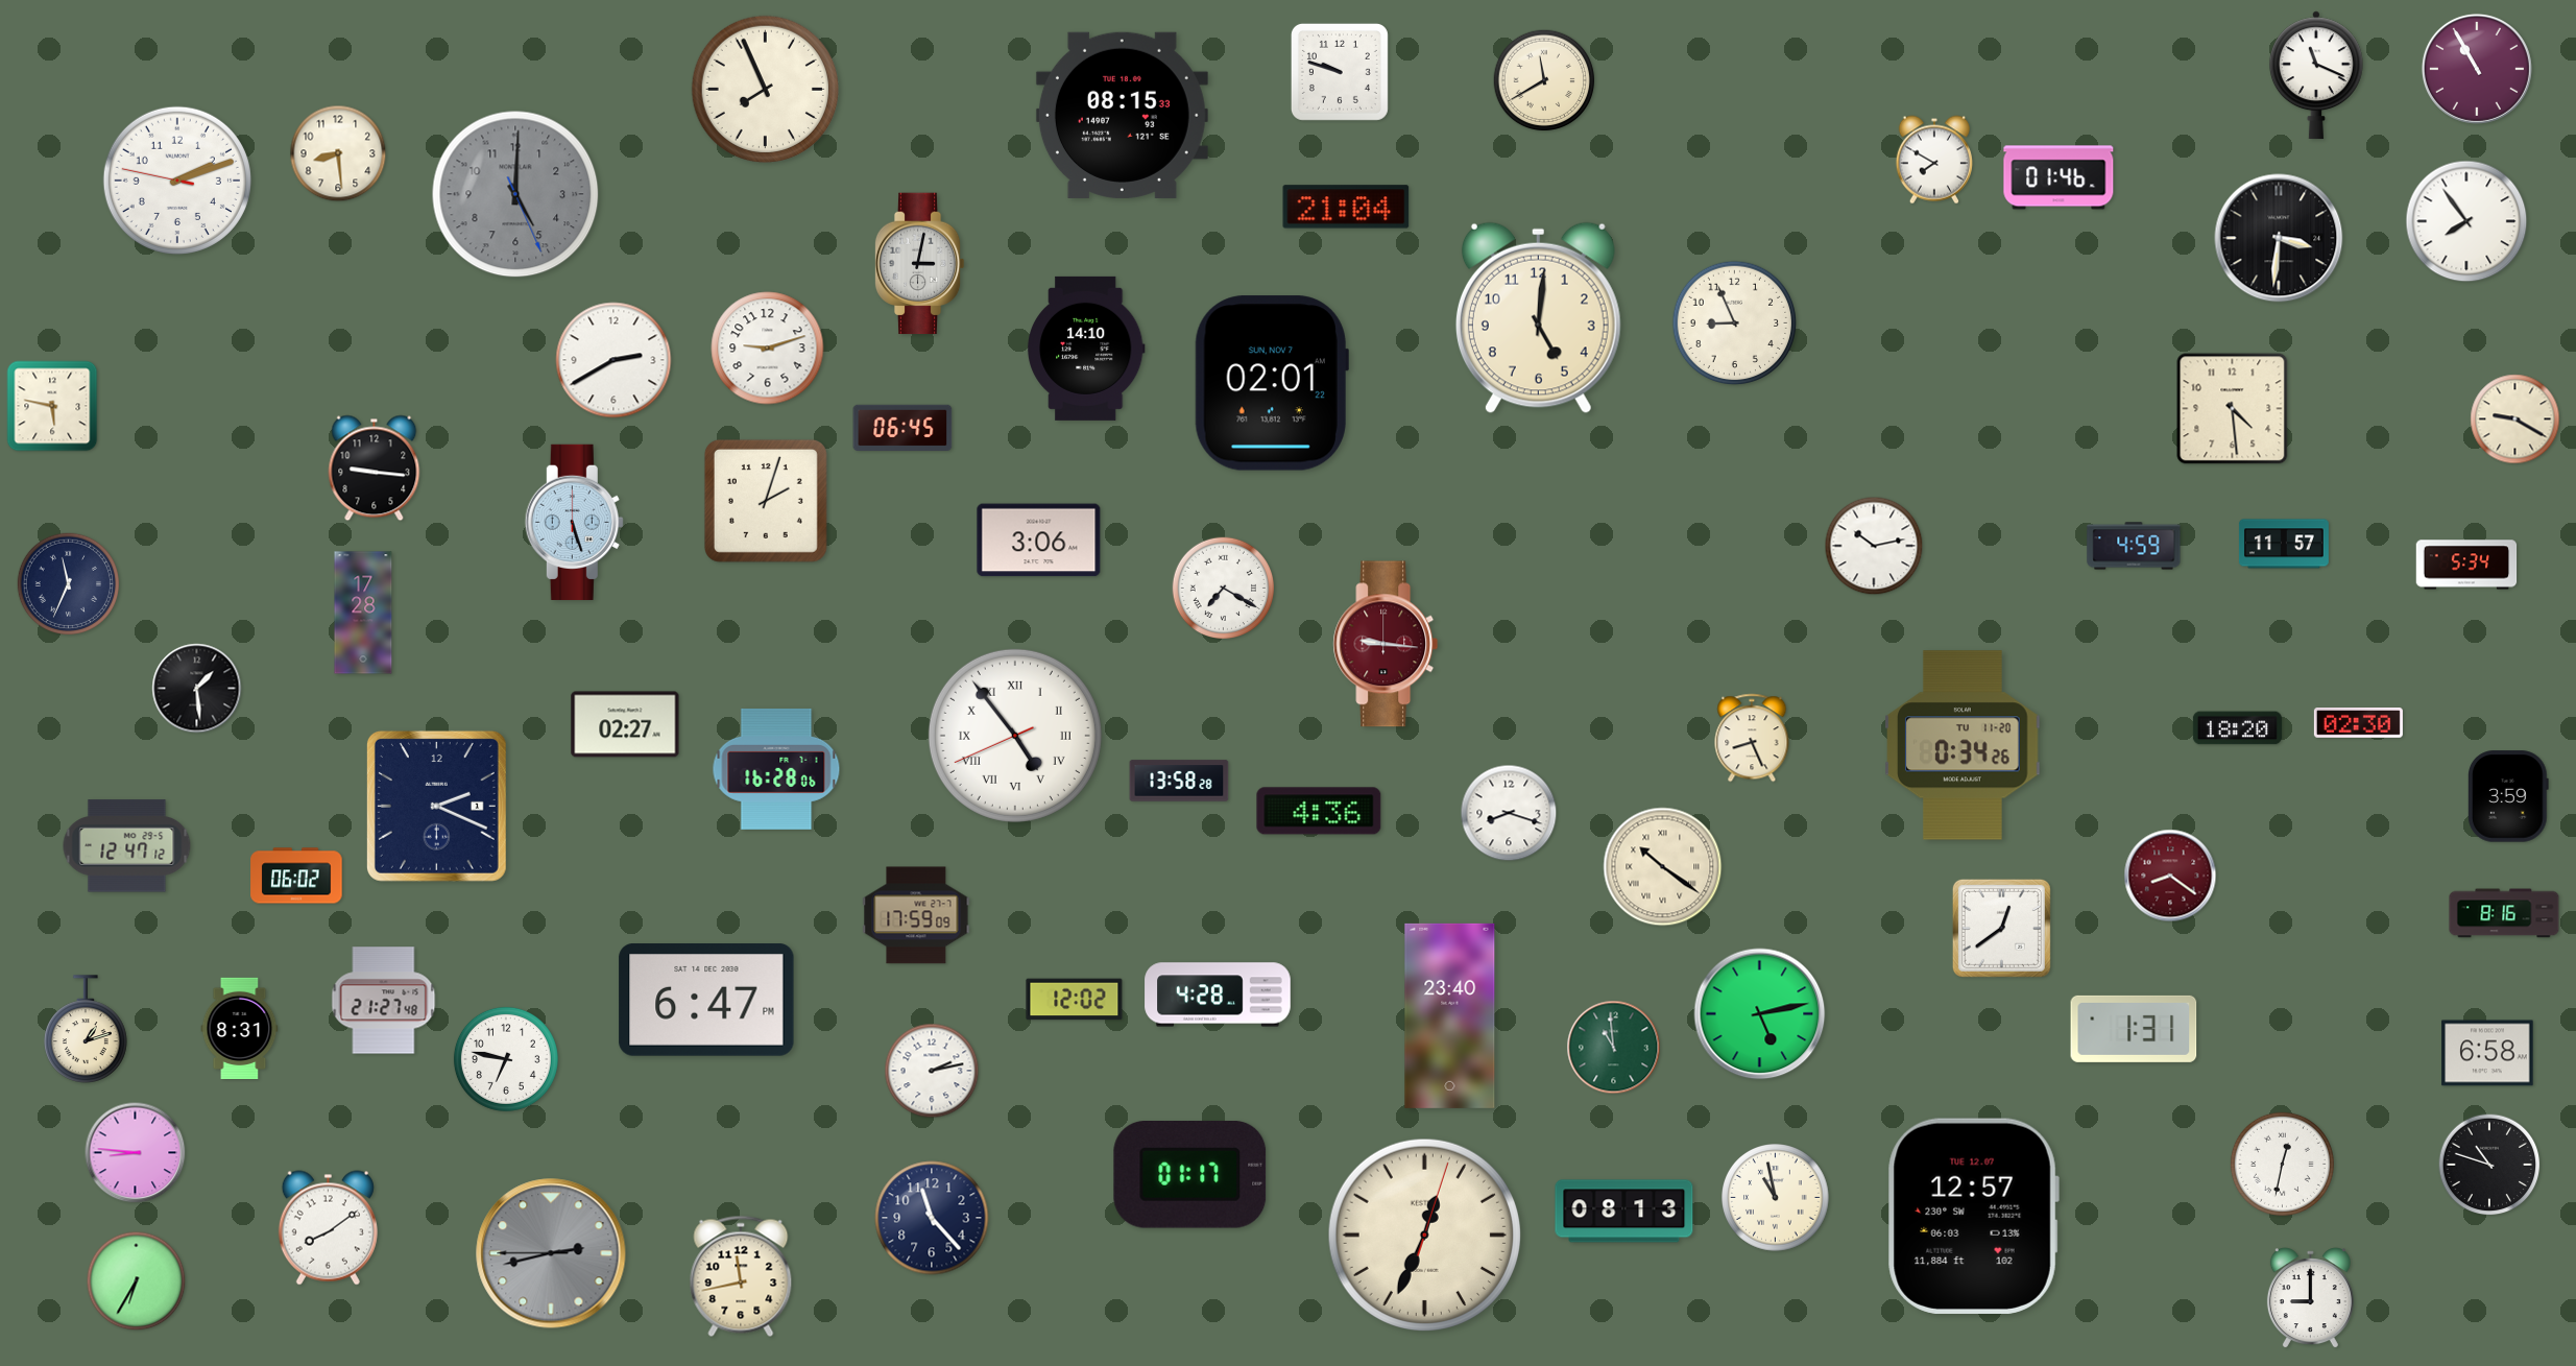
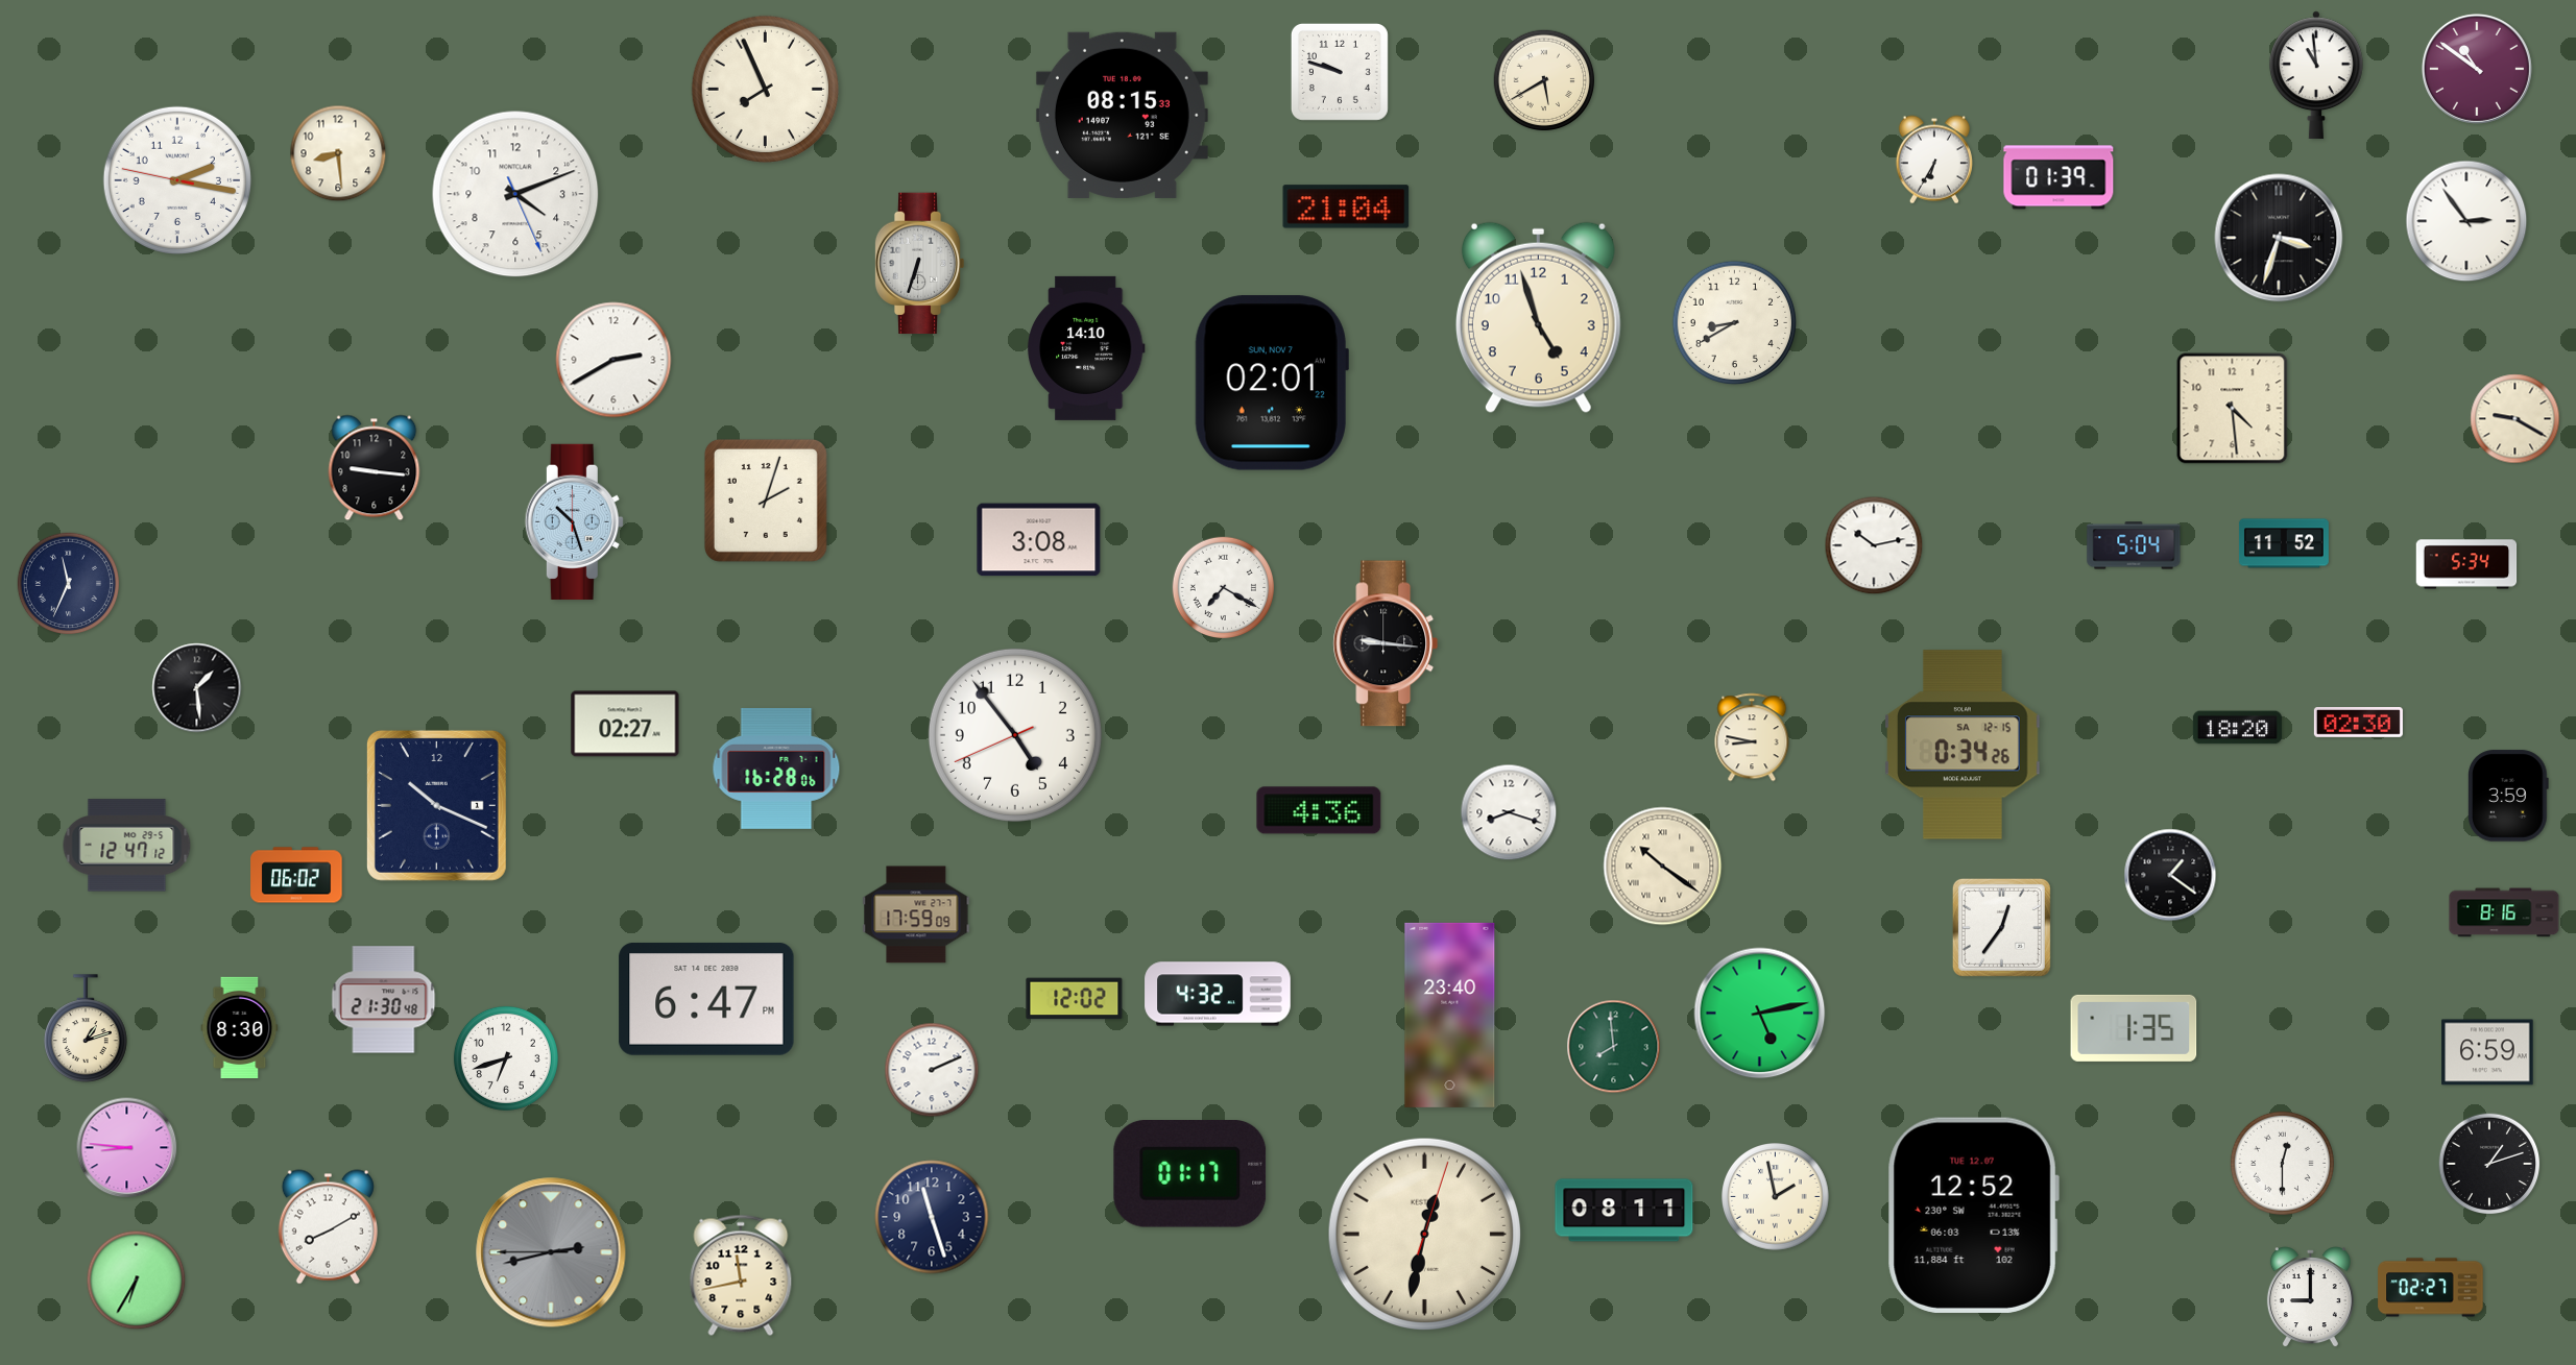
clock at (2477, 69): 10:55 -> 10:51
clock at (2316, 75): 11:19 -> 10:59
clock at (1544, 80): 11:40 -> 5:40
clock at (1934, 160): 7:50 -> 6:35
clock at (2059, 177): 01:46 -> 01:39
clock at (177, 181): 2:11 -> 2:16
clock at (515, 194): 5:00 -> 4:11
clock at (515, 194) dial: grey -> white
clock at (2466, 221): 7:54 -> 2:54
clock at (2279, 238): 3:31 -> 3:33
clock at (919, 264): 3:02 -> 6:33
clock at (1538, 317): 5:01 -> 4:57
clock at (1735, 323): 8:56 -> 8:40
clock at (768, 349): 9:12 -> none
clock at (52, 406): 5:47 -> none
clock at (902, 427): 06:45 -> none
clock at (574, 522): 5:27 -> 10:27
clock at (1039, 541): 3:06 -> 3:08
clock at (2284, 544): 11:57 -> 11:52
clock at (2134, 546): 4:59 -> 5:04
clock at (363, 613): 17:28 -> none
clock at (1386, 644) dial: burgundy -> black
clock at (1015, 736) numerals: Roman -> Arabic
clock at (1752, 738): 8:26 -> 8:47
clock at (1963, 745) date: TU 11-20 -> SA 12-15
clock at (1179, 781): 13:58 -> none
clock at (436, 806): 2:19 -> 10:19
clock at (2170, 876): 8:21 -> 1:21
clock at (2170, 876) dial: burgundy -> black
clock at (2001, 928): 12:39 -> 12:36
clock at (1218, 994): 4:28 -> 4:32
clock at (384, 1001): 21:27 -> 21:30
clock at (240, 1028): 8:31 -> 8:30
clock at (2134, 1029): 1:31 -> 1:35
clock at (1614, 1048): 10:59 -> 7:59
clock at (2487, 1053): 6:58 -> 6:59
clock at (506, 1059): 6:47 -> 6:42
clock at (932, 1071): 2:13 -> 2:11
clock at (136, 1153) position: (136, 1153) -> (127, 1148)
clock at (2282, 1164): 12:32 -> 12:30
clock at (2489, 1165): 10:48 -> 1:12
clock at (1776, 1198): 10:58 -> 1:58
clock at (1624, 1212): 08:13 -> 08:11
clock at (1973, 1216): 12:57 -> 12:52
clock at (932, 1218): 11:23 -> 11:27
clock at (328, 1228): 8:09 -> 8:10
clock at (1424, 1235): 12:34 -> 12:32
clock at (2431, 1288): none -> 02:27
